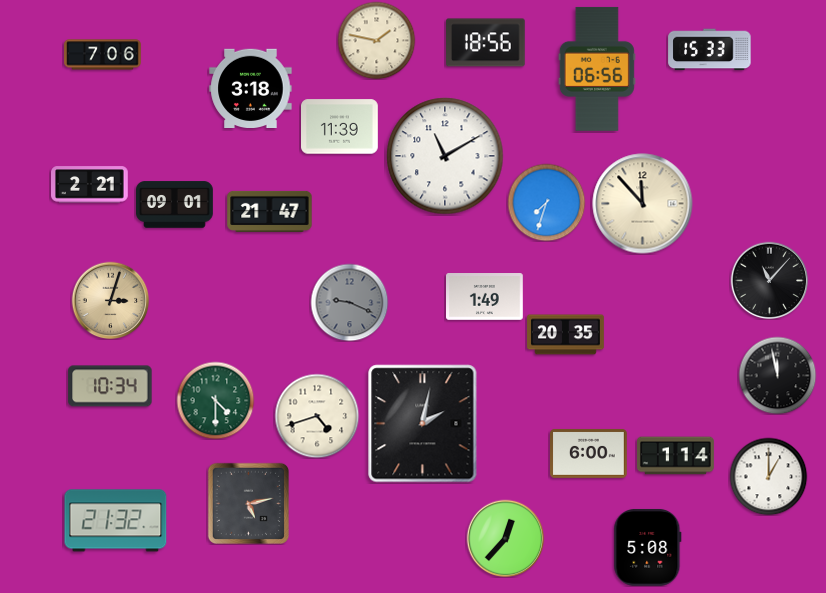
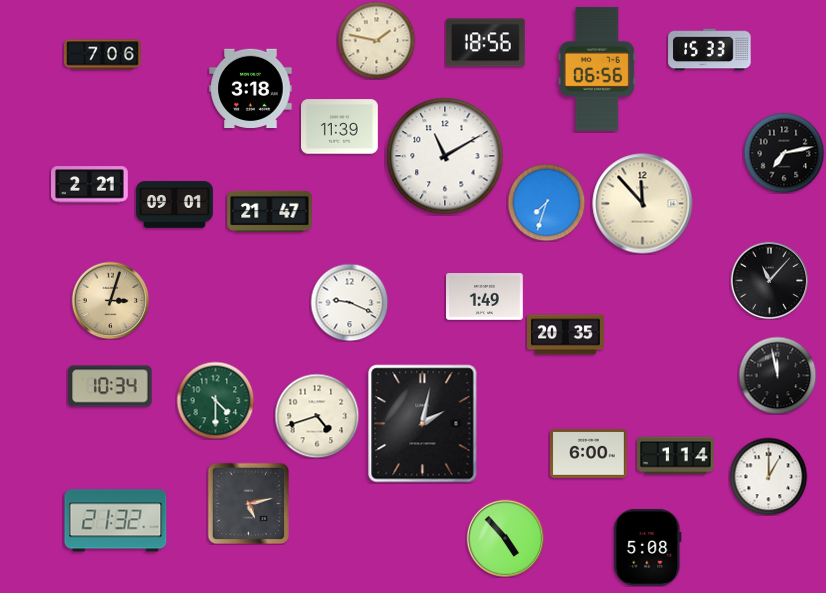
clock at (784, 153): none -> 7:13
clock at (349, 302) dial: grey -> white
clock at (505, 538): 12:37 -> 4:53
